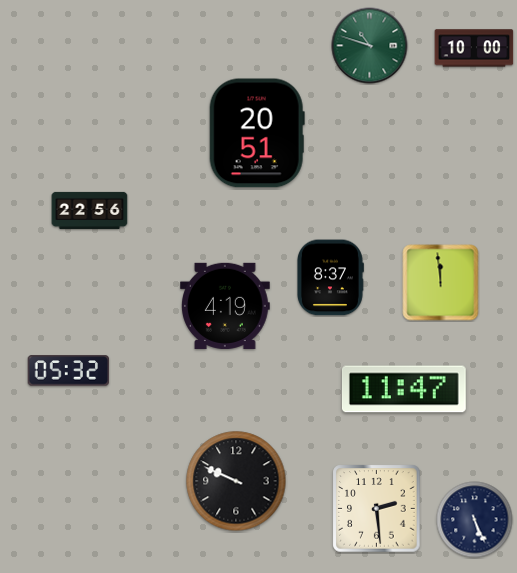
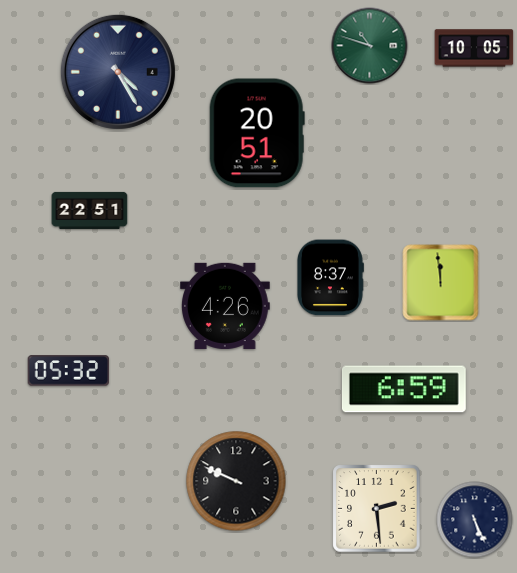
clock at (474, 48): 10:00 -> 10:05
clock at (118, 72): none -> 4:25
clock at (90, 210): 22:56 -> 22:51
clock at (226, 306): 4:19 -> 4:26
clock at (404, 389): 11:47 -> 6:59
